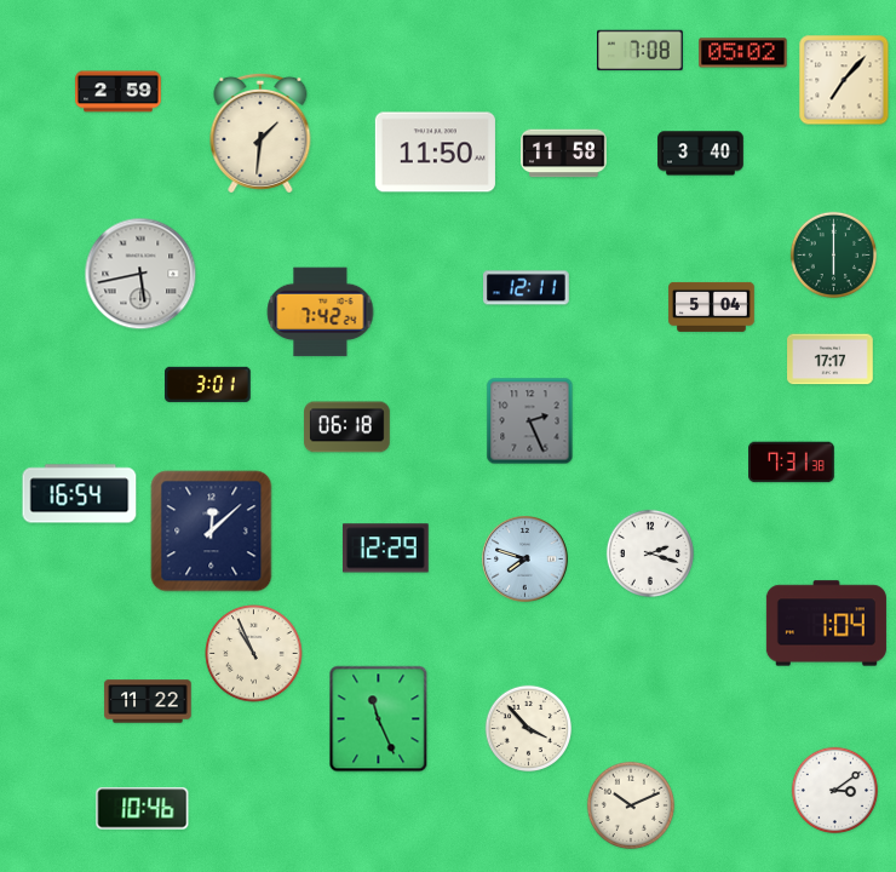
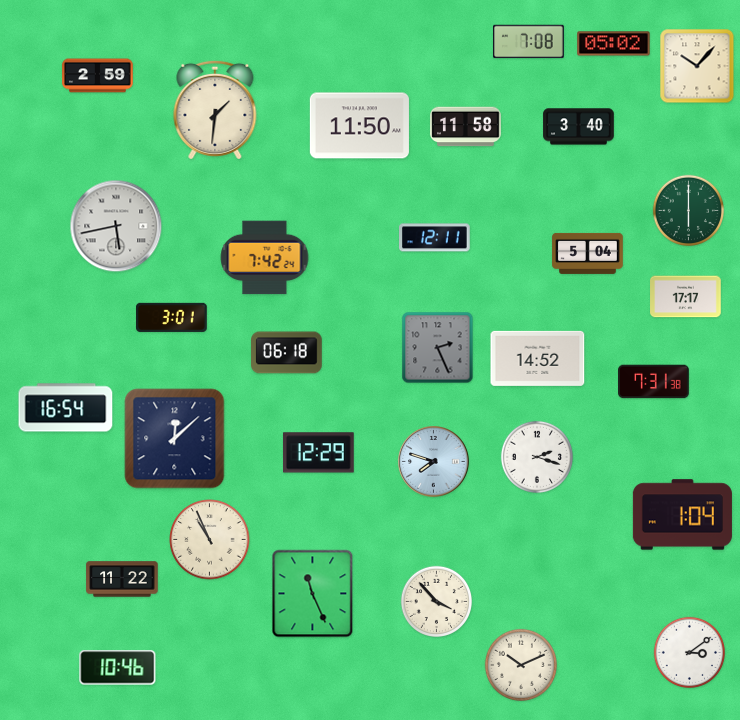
clock at (844, 80): 7:07 -> 10:07
clock at (538, 358): none -> 14:52
